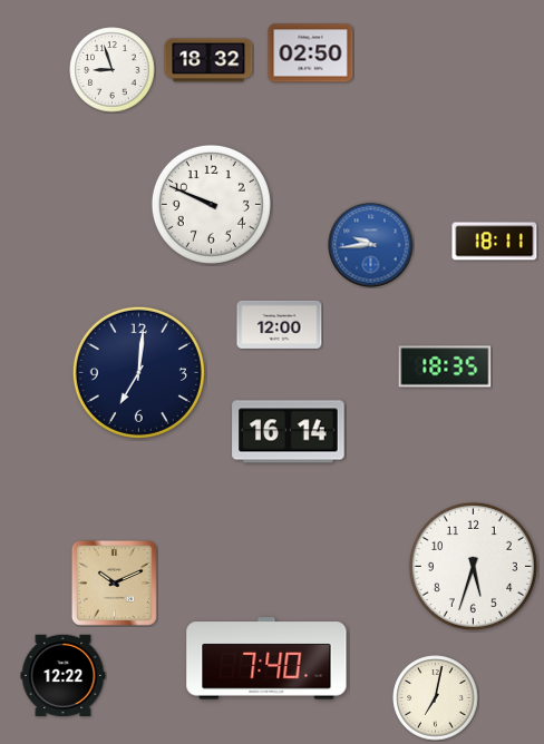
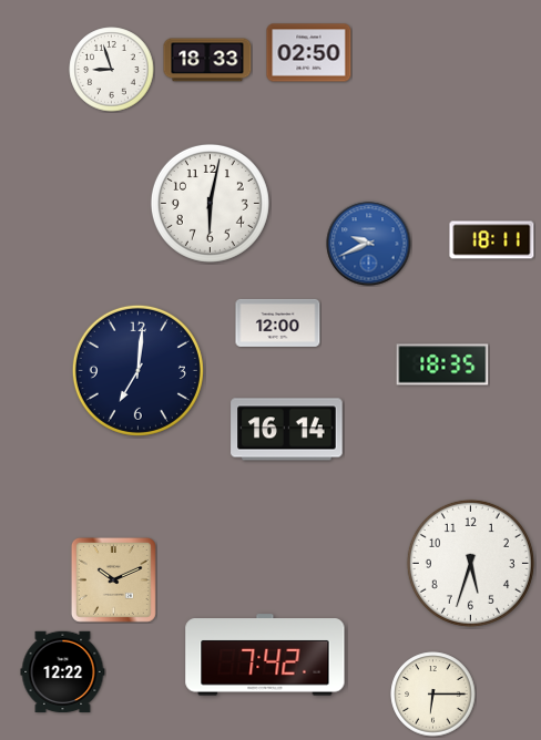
clock at (208, 60): 18:32 -> 18:33
clock at (211, 204): 9:49 -> 6:02
clock at (371, 245): 9:44 -> 9:41
clock at (266, 658): 7:40 -> 7:42
clock at (436, 698): 7:02 -> 6:15
